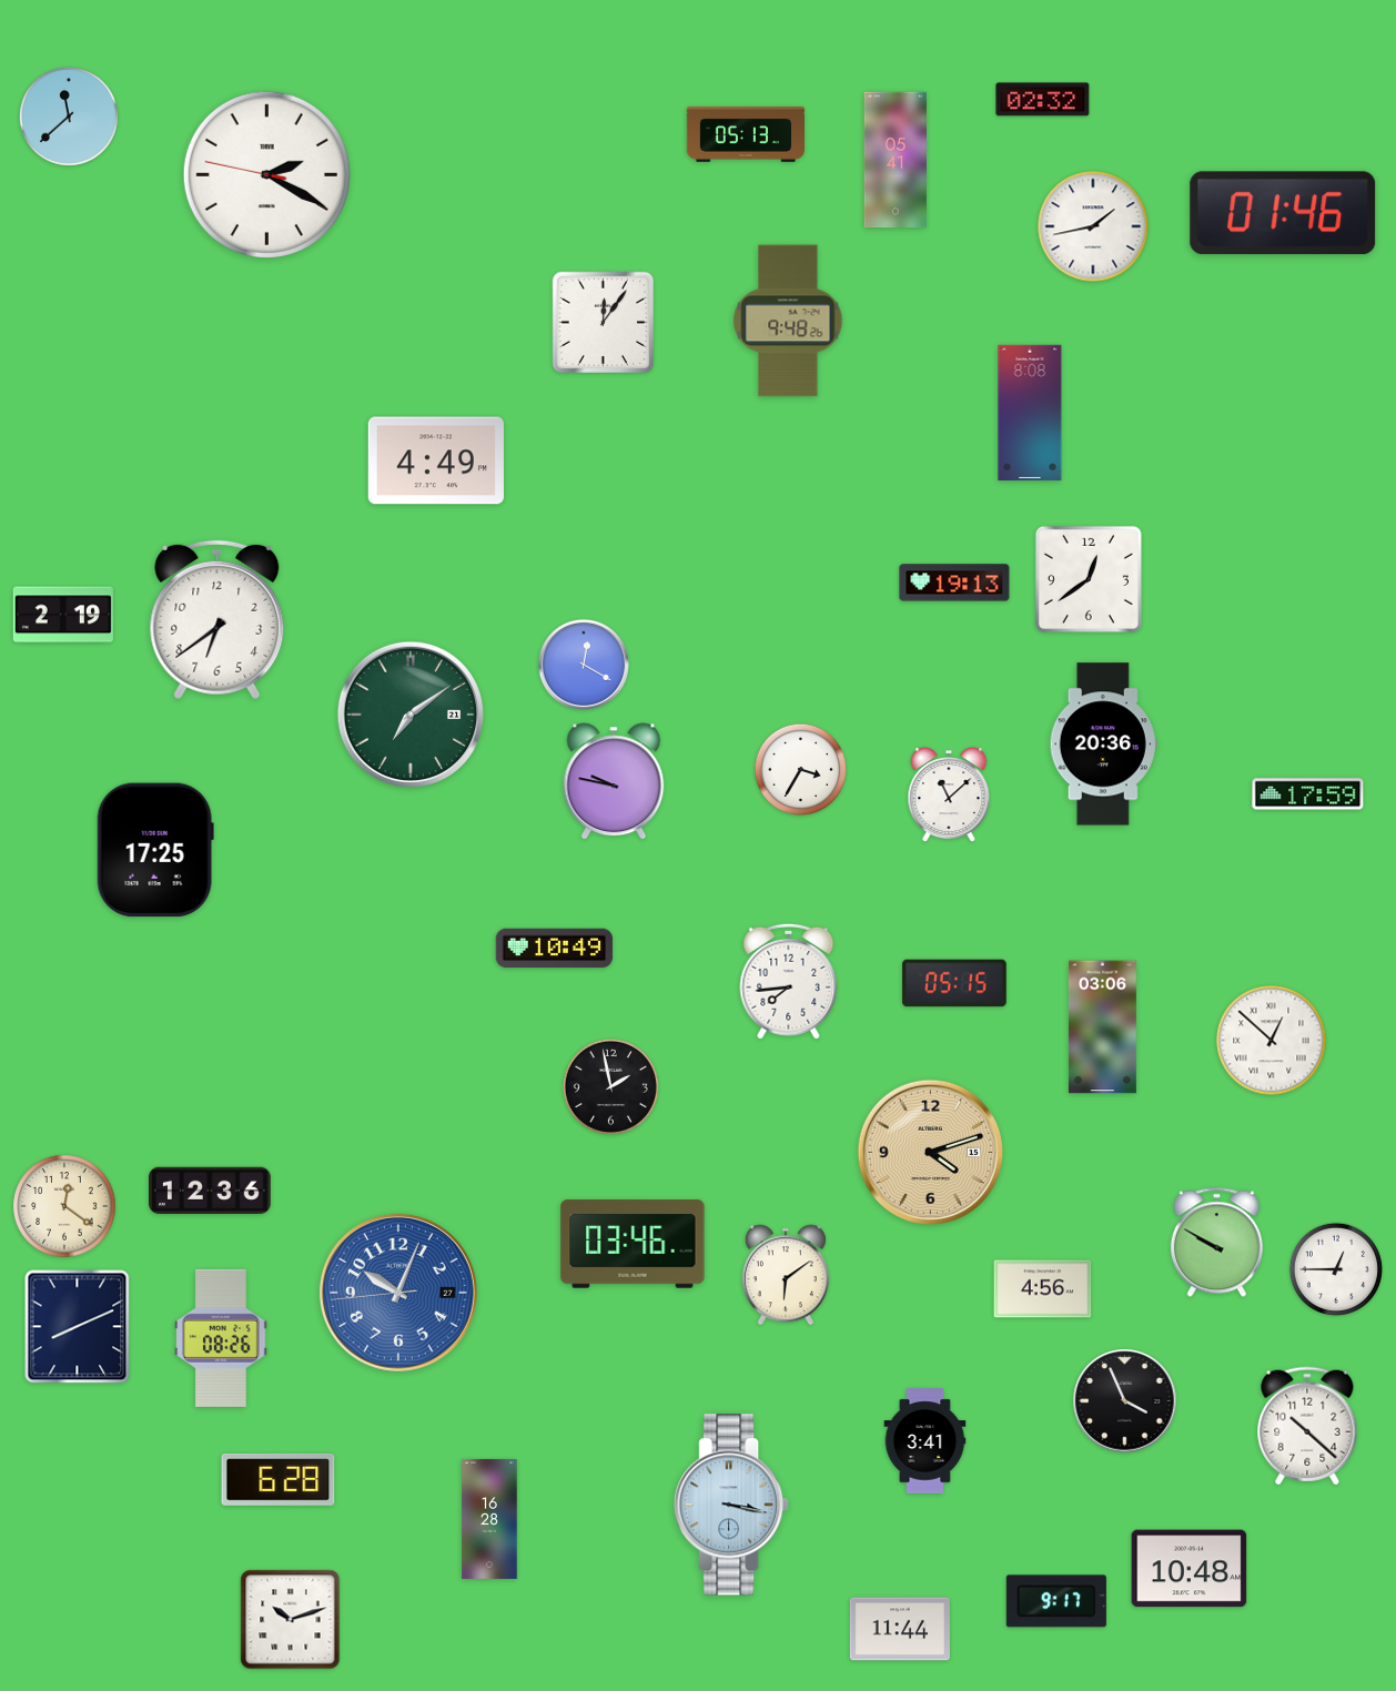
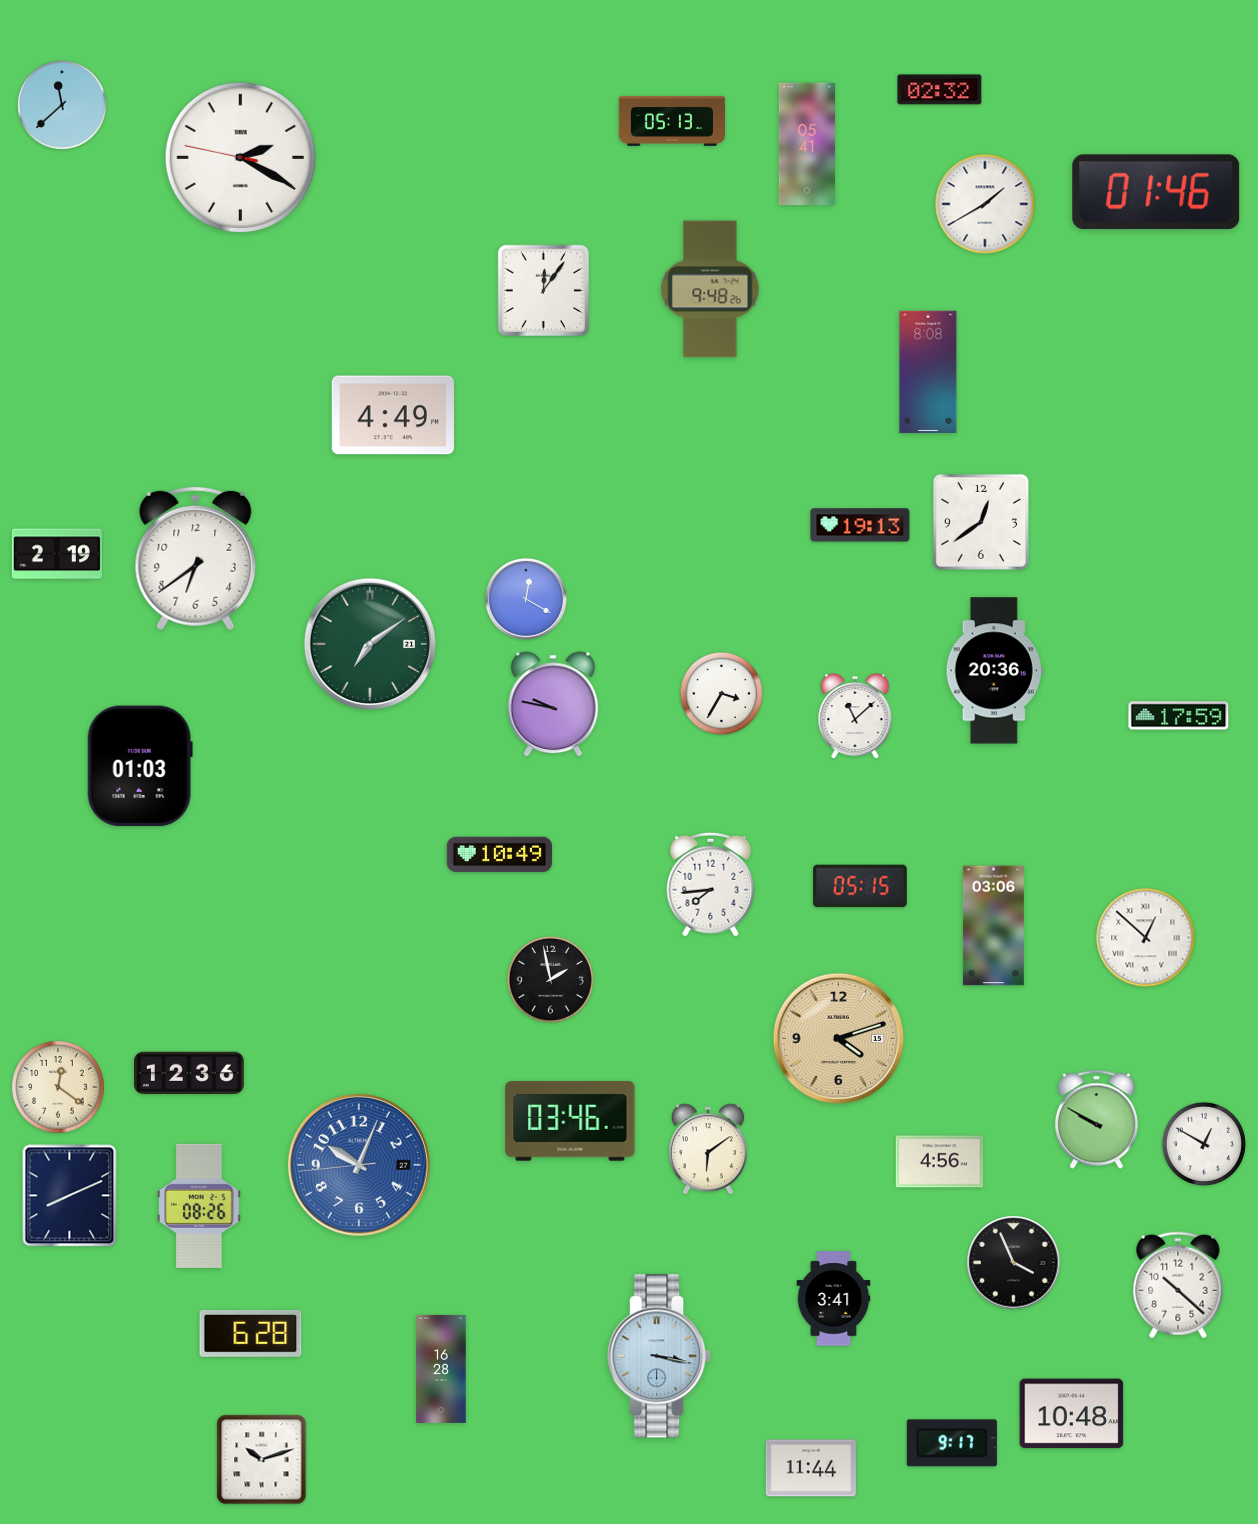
clock at (1093, 226): 1:43 -> 1:40
clock at (155, 850): 17:25 -> 01:03
clock at (1336, 1269): 12:45 -> 12:50
